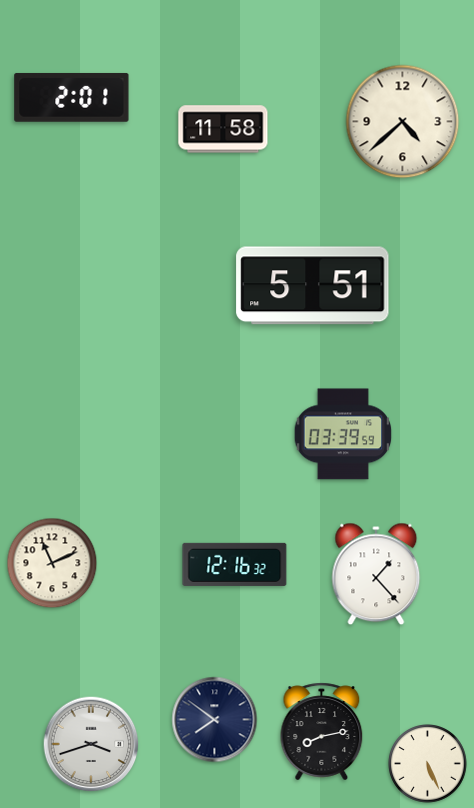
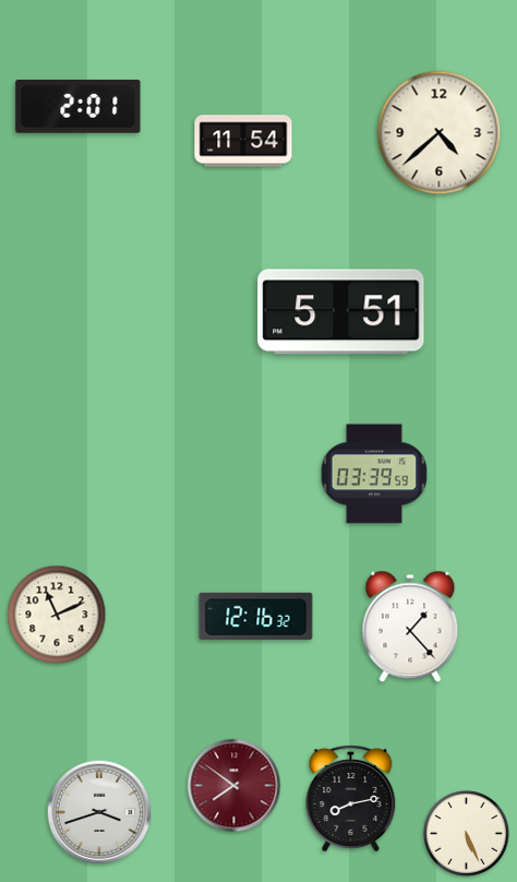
clock at (223, 129): 11:58 -> 11:54
clock at (215, 720) dial: navy -> burgundy
